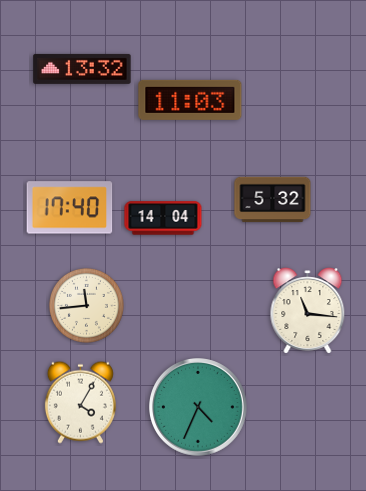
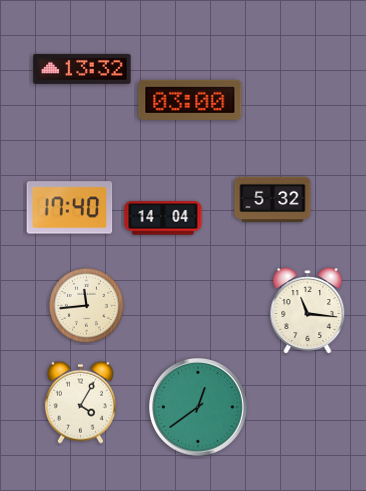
clock at (190, 100): 11:03 -> 03:00
clock at (199, 408): 4:34 -> 12:39
